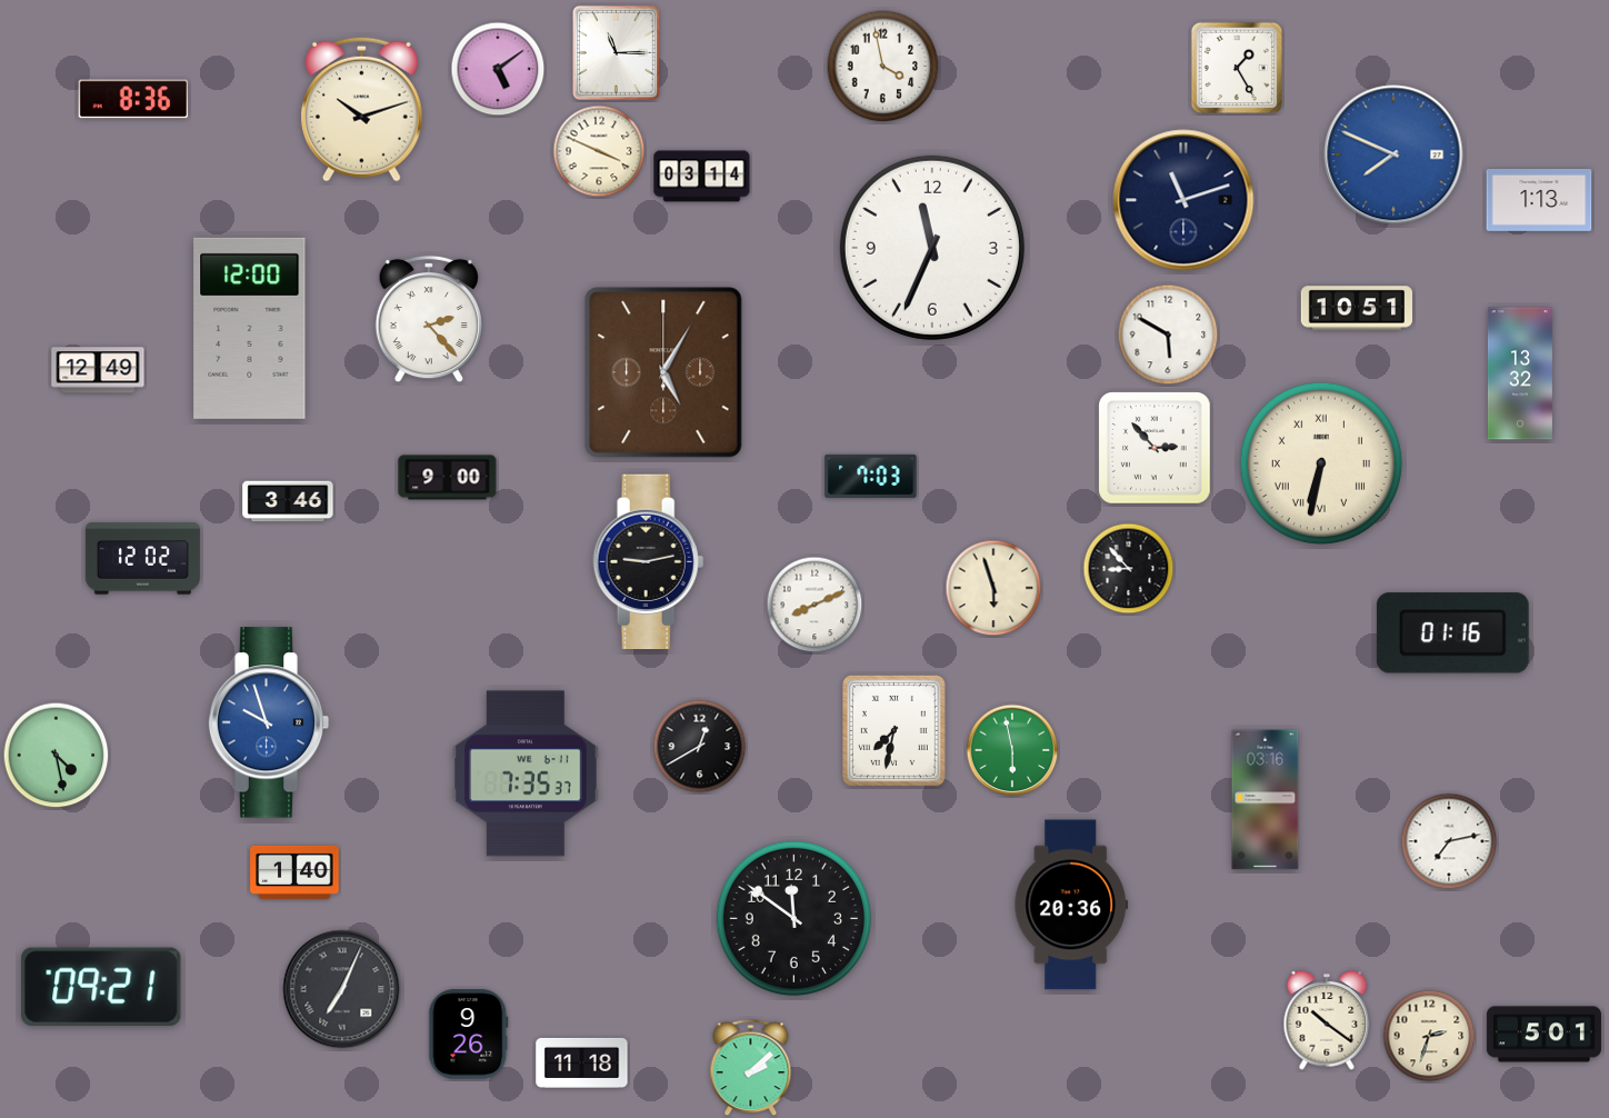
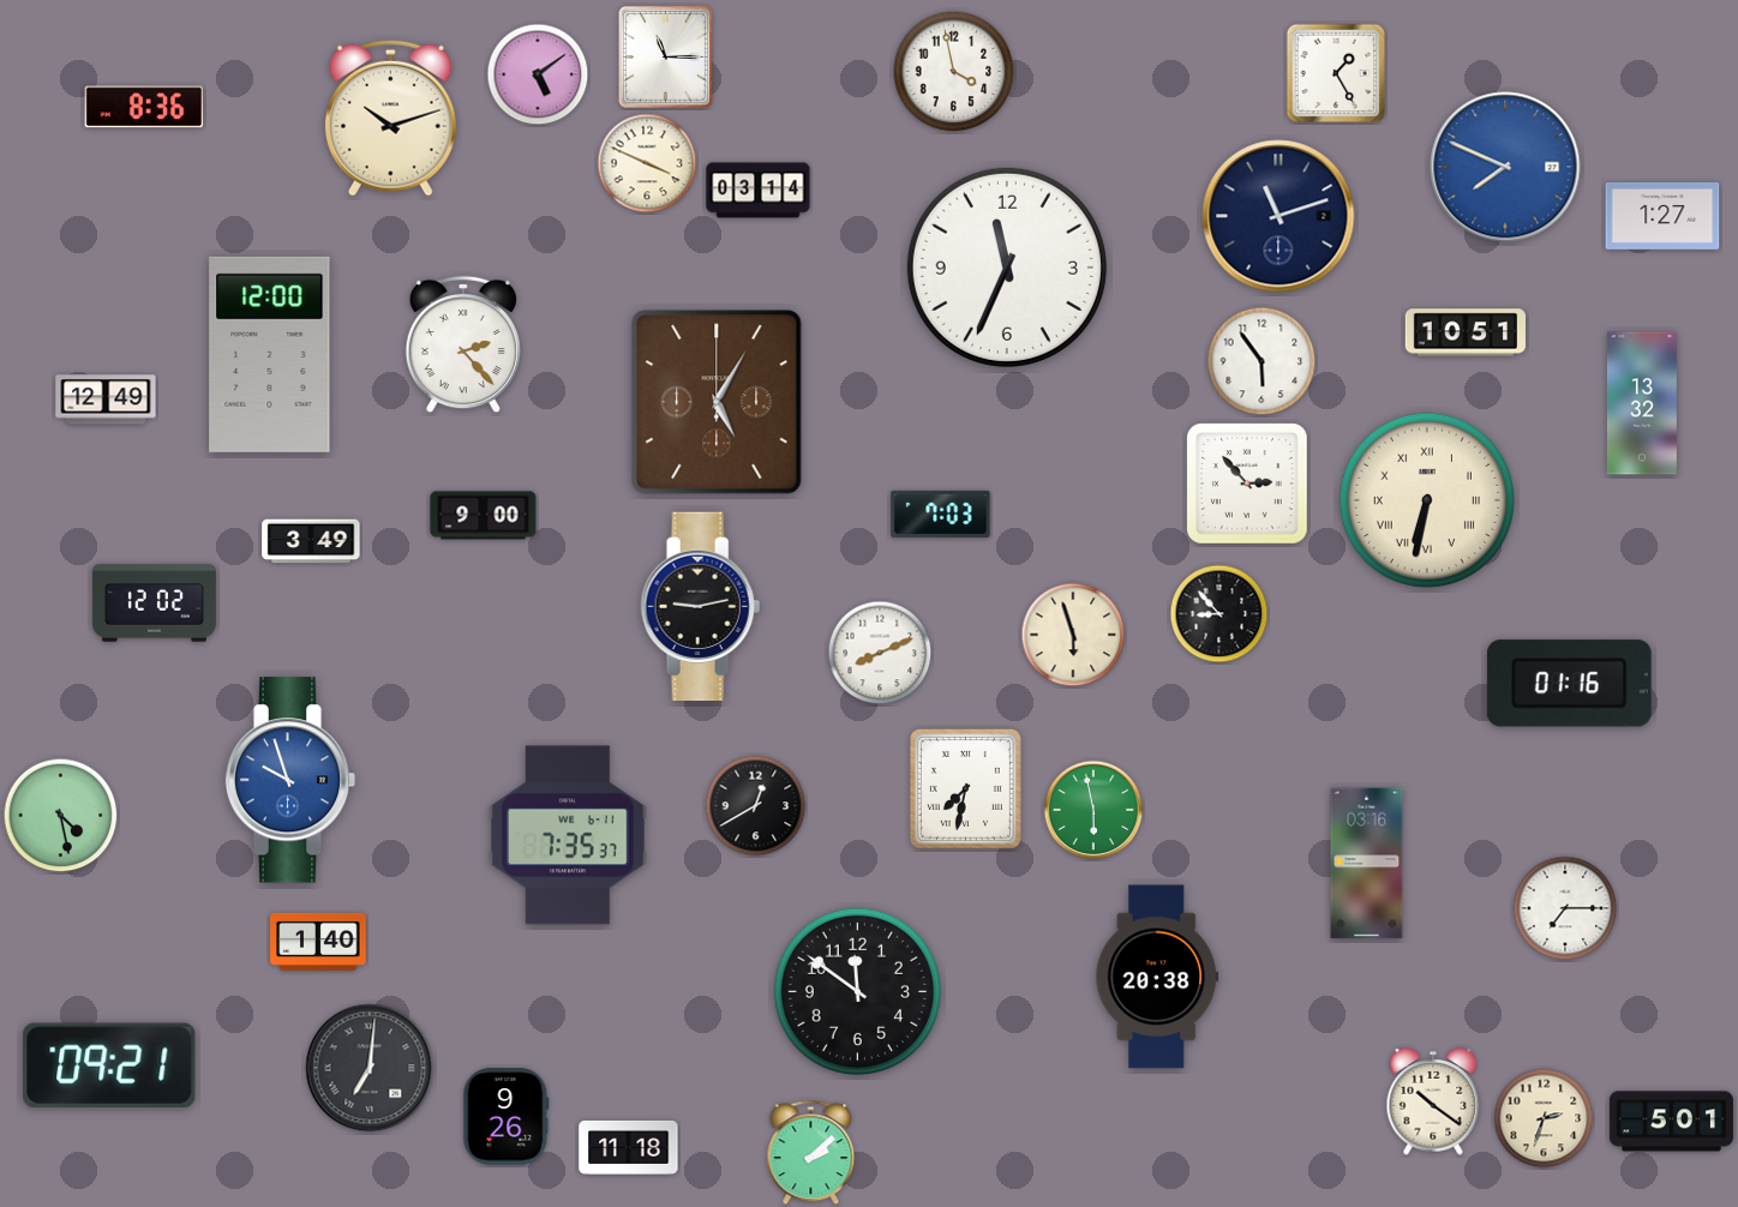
clock at (1539, 200): 1:13 -> 1:27
clock at (1168, 335): 5:50 -> 5:54
clock at (288, 501): 3:46 -> 3:49
clock at (1449, 841): 7:13 -> 7:15
clock at (1071, 905): 20:36 -> 20:38
clock at (342, 989): 7:04 -> 7:01
clock at (1543, 1035) position: (1543, 1035) -> (1671, 1122)
